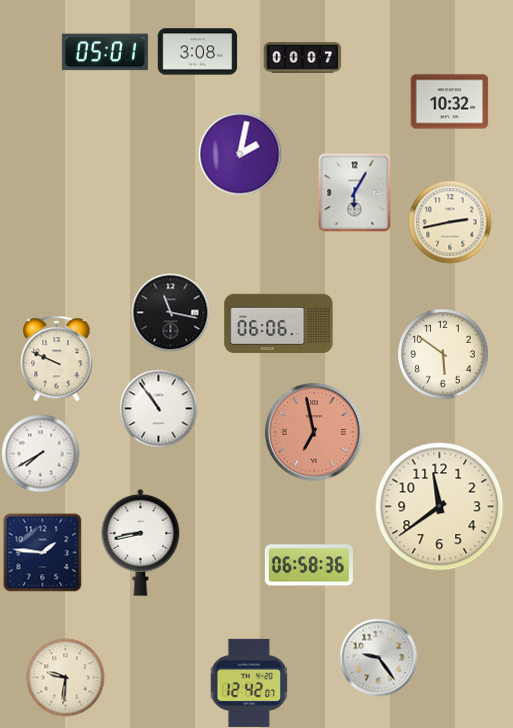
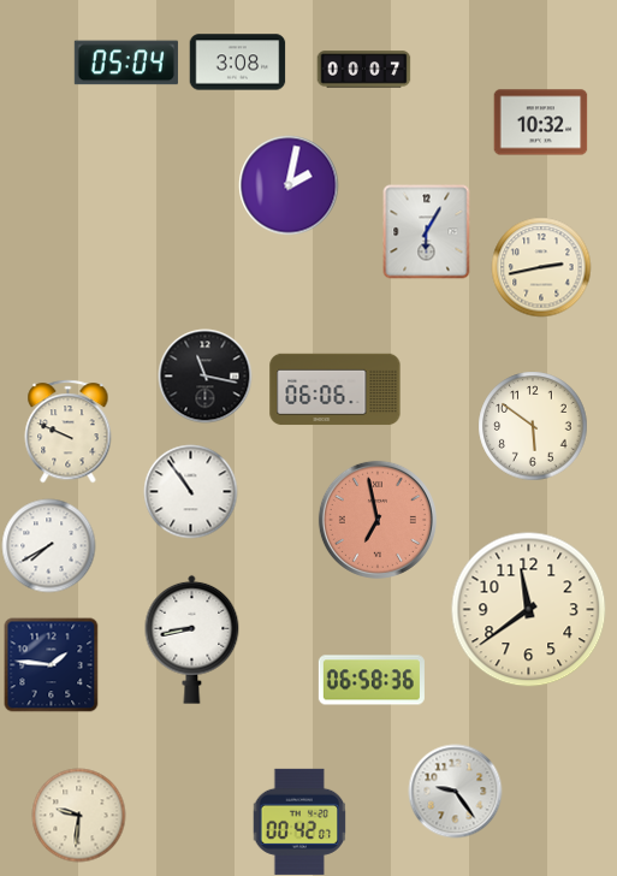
clock at (105, 52): 05:01 -> 05:04
clock at (141, 542) position: (141, 542) -> (192, 639)
clock at (249, 683): 12:42 -> 00:42
